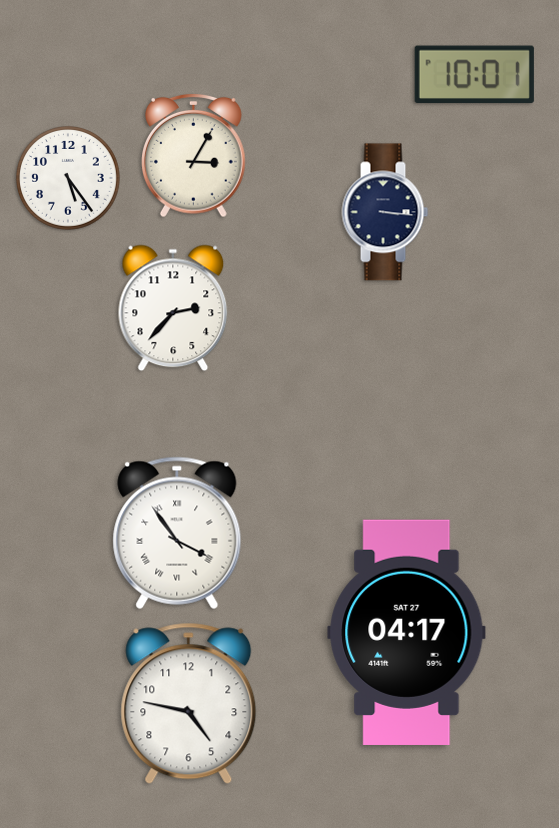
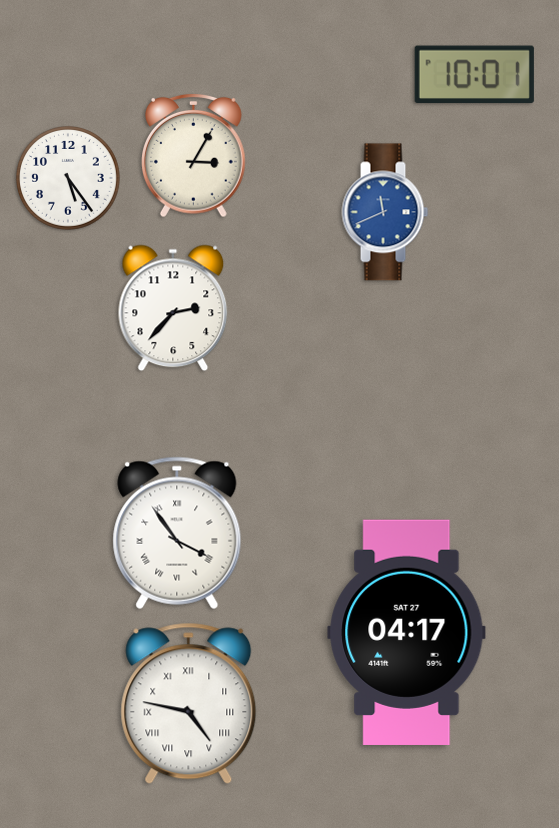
clock at (385, 212): 3:16 -> 11:41
clock at (385, 212) dial: navy -> blue
clock at (189, 704) numerals: Arabic -> Roman
